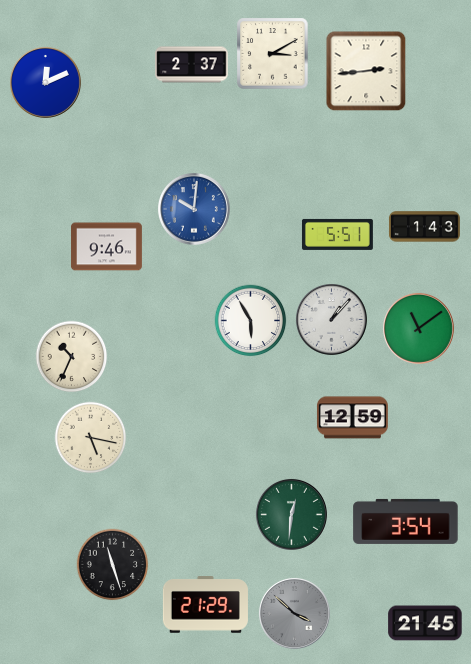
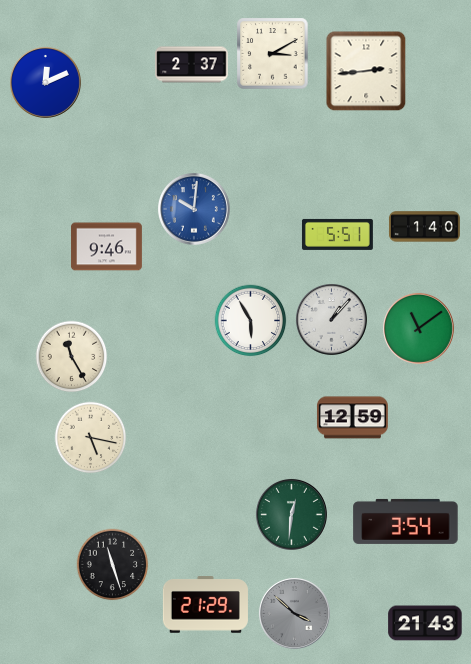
clock at (424, 227): 1:43 -> 1:40
clock at (72, 357): 10:34 -> 11:25
clock at (425, 623): 21:45 -> 21:43
